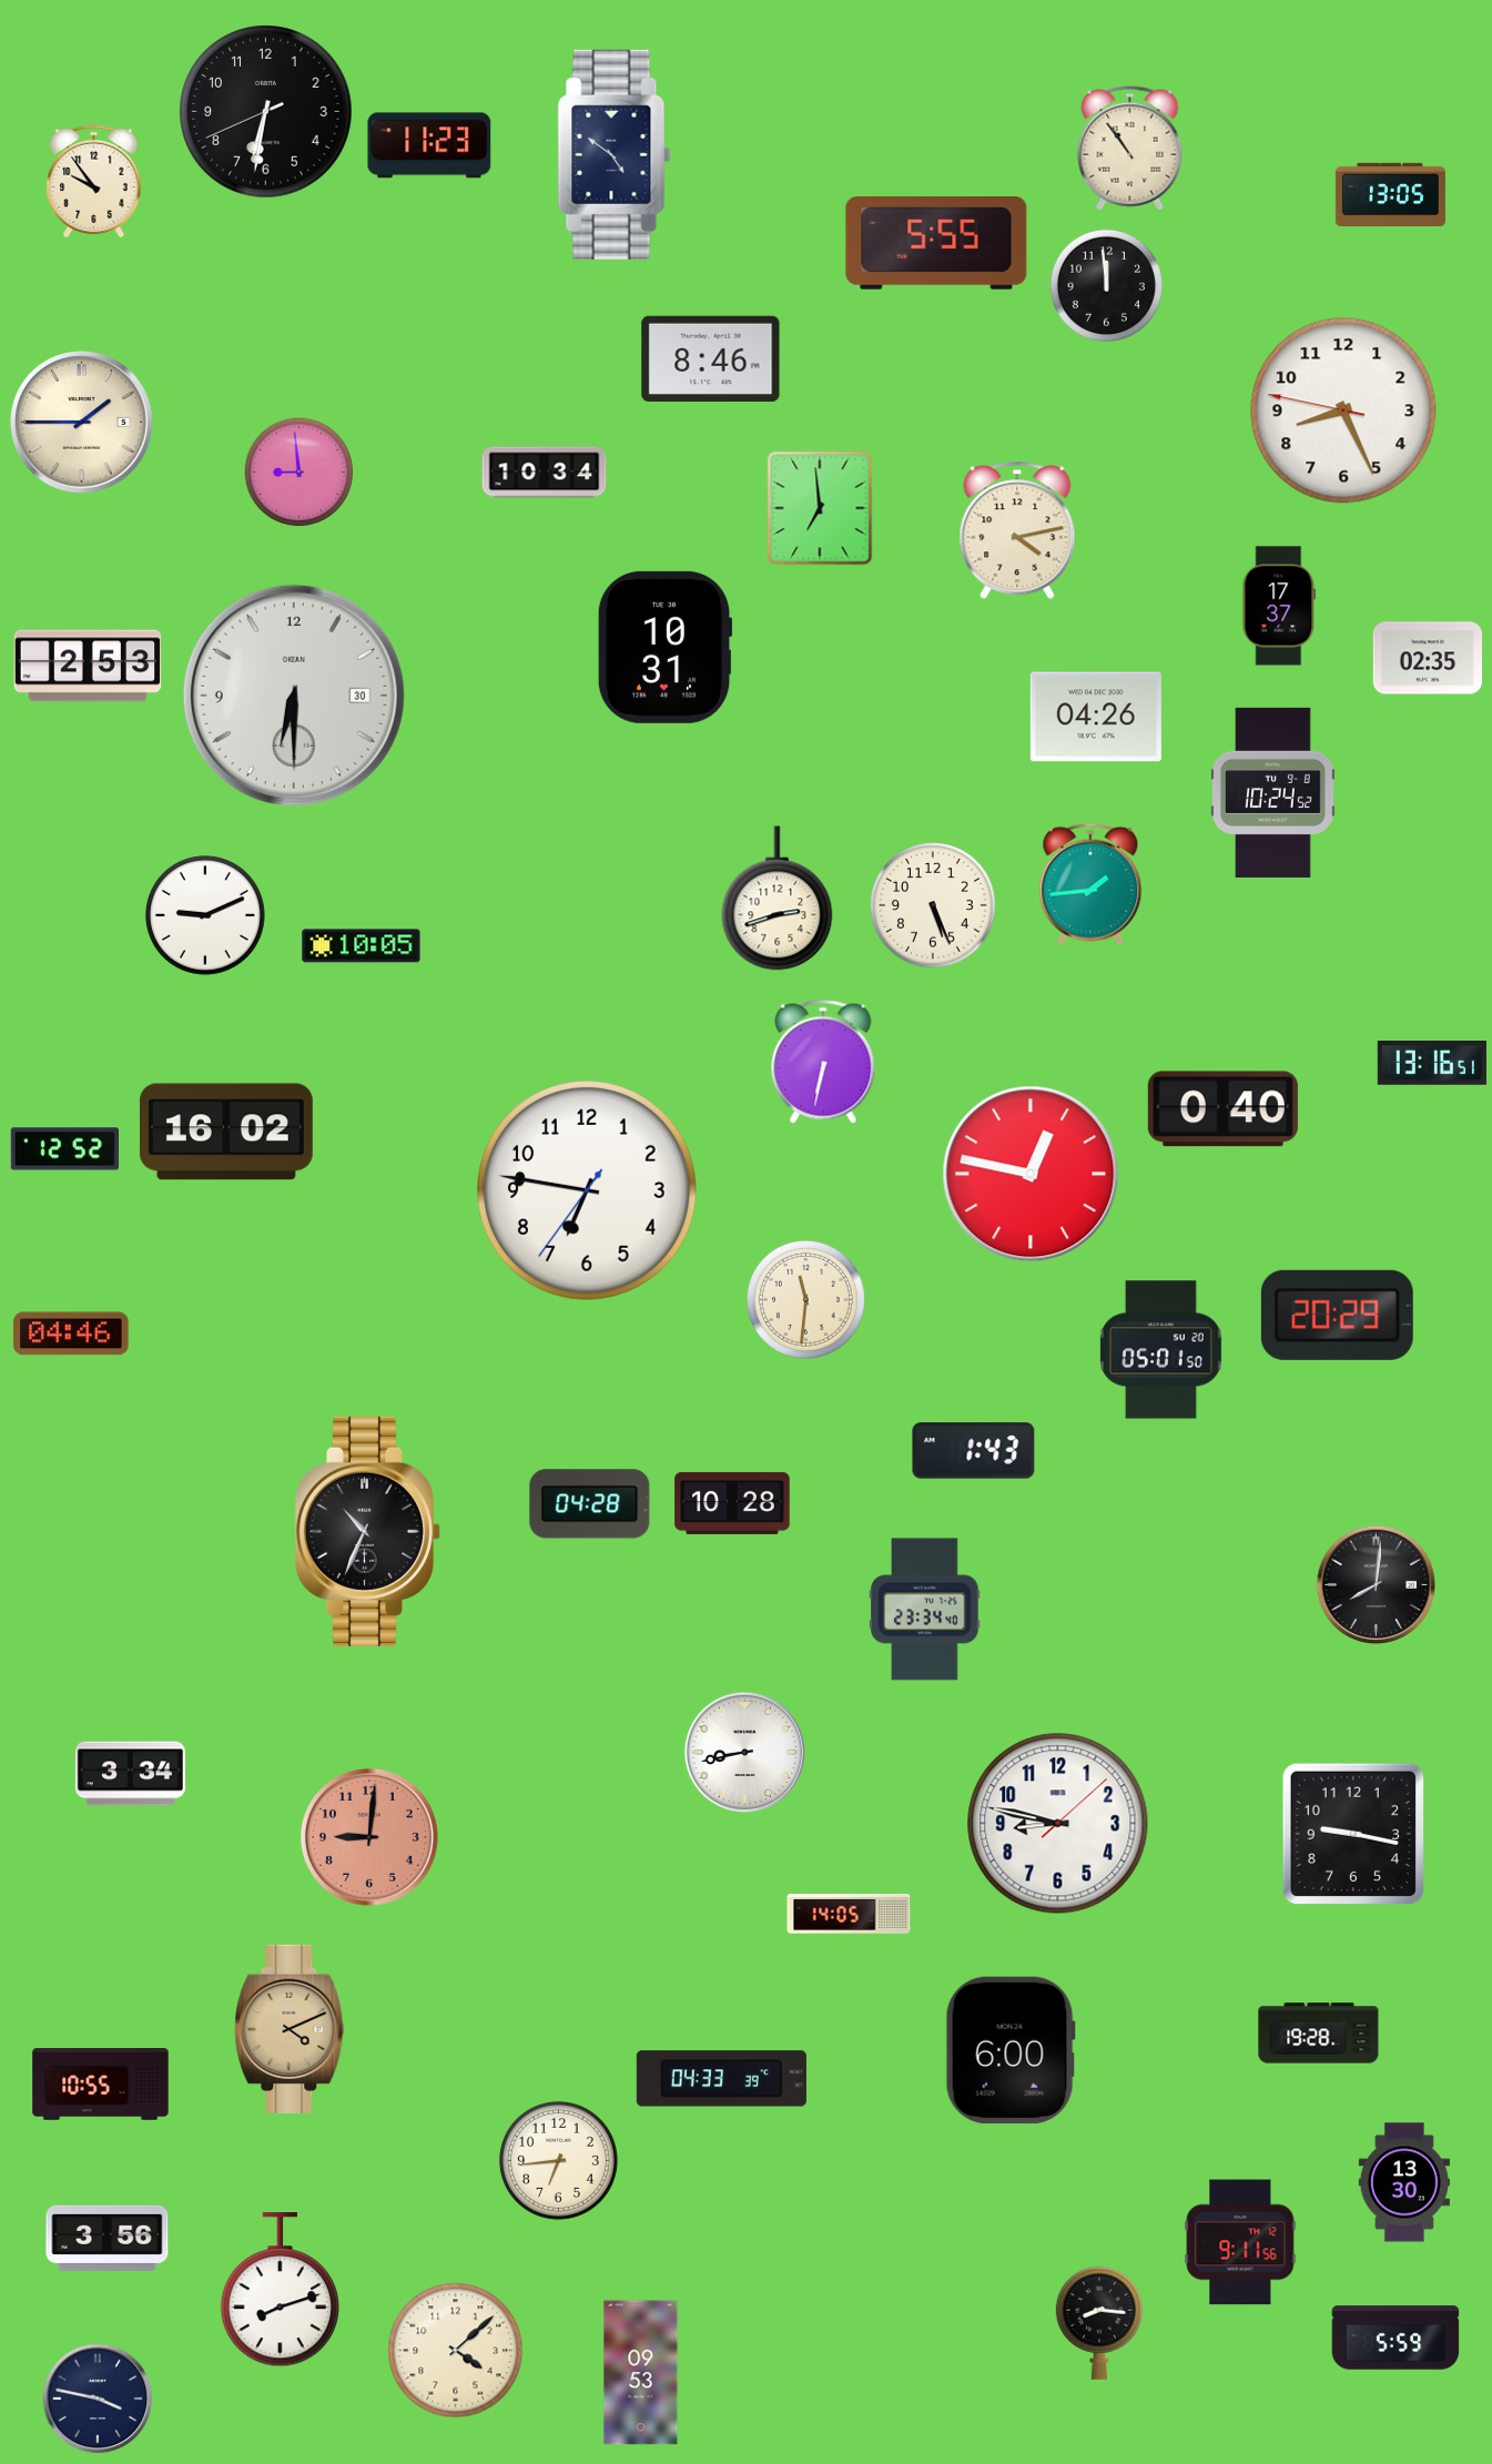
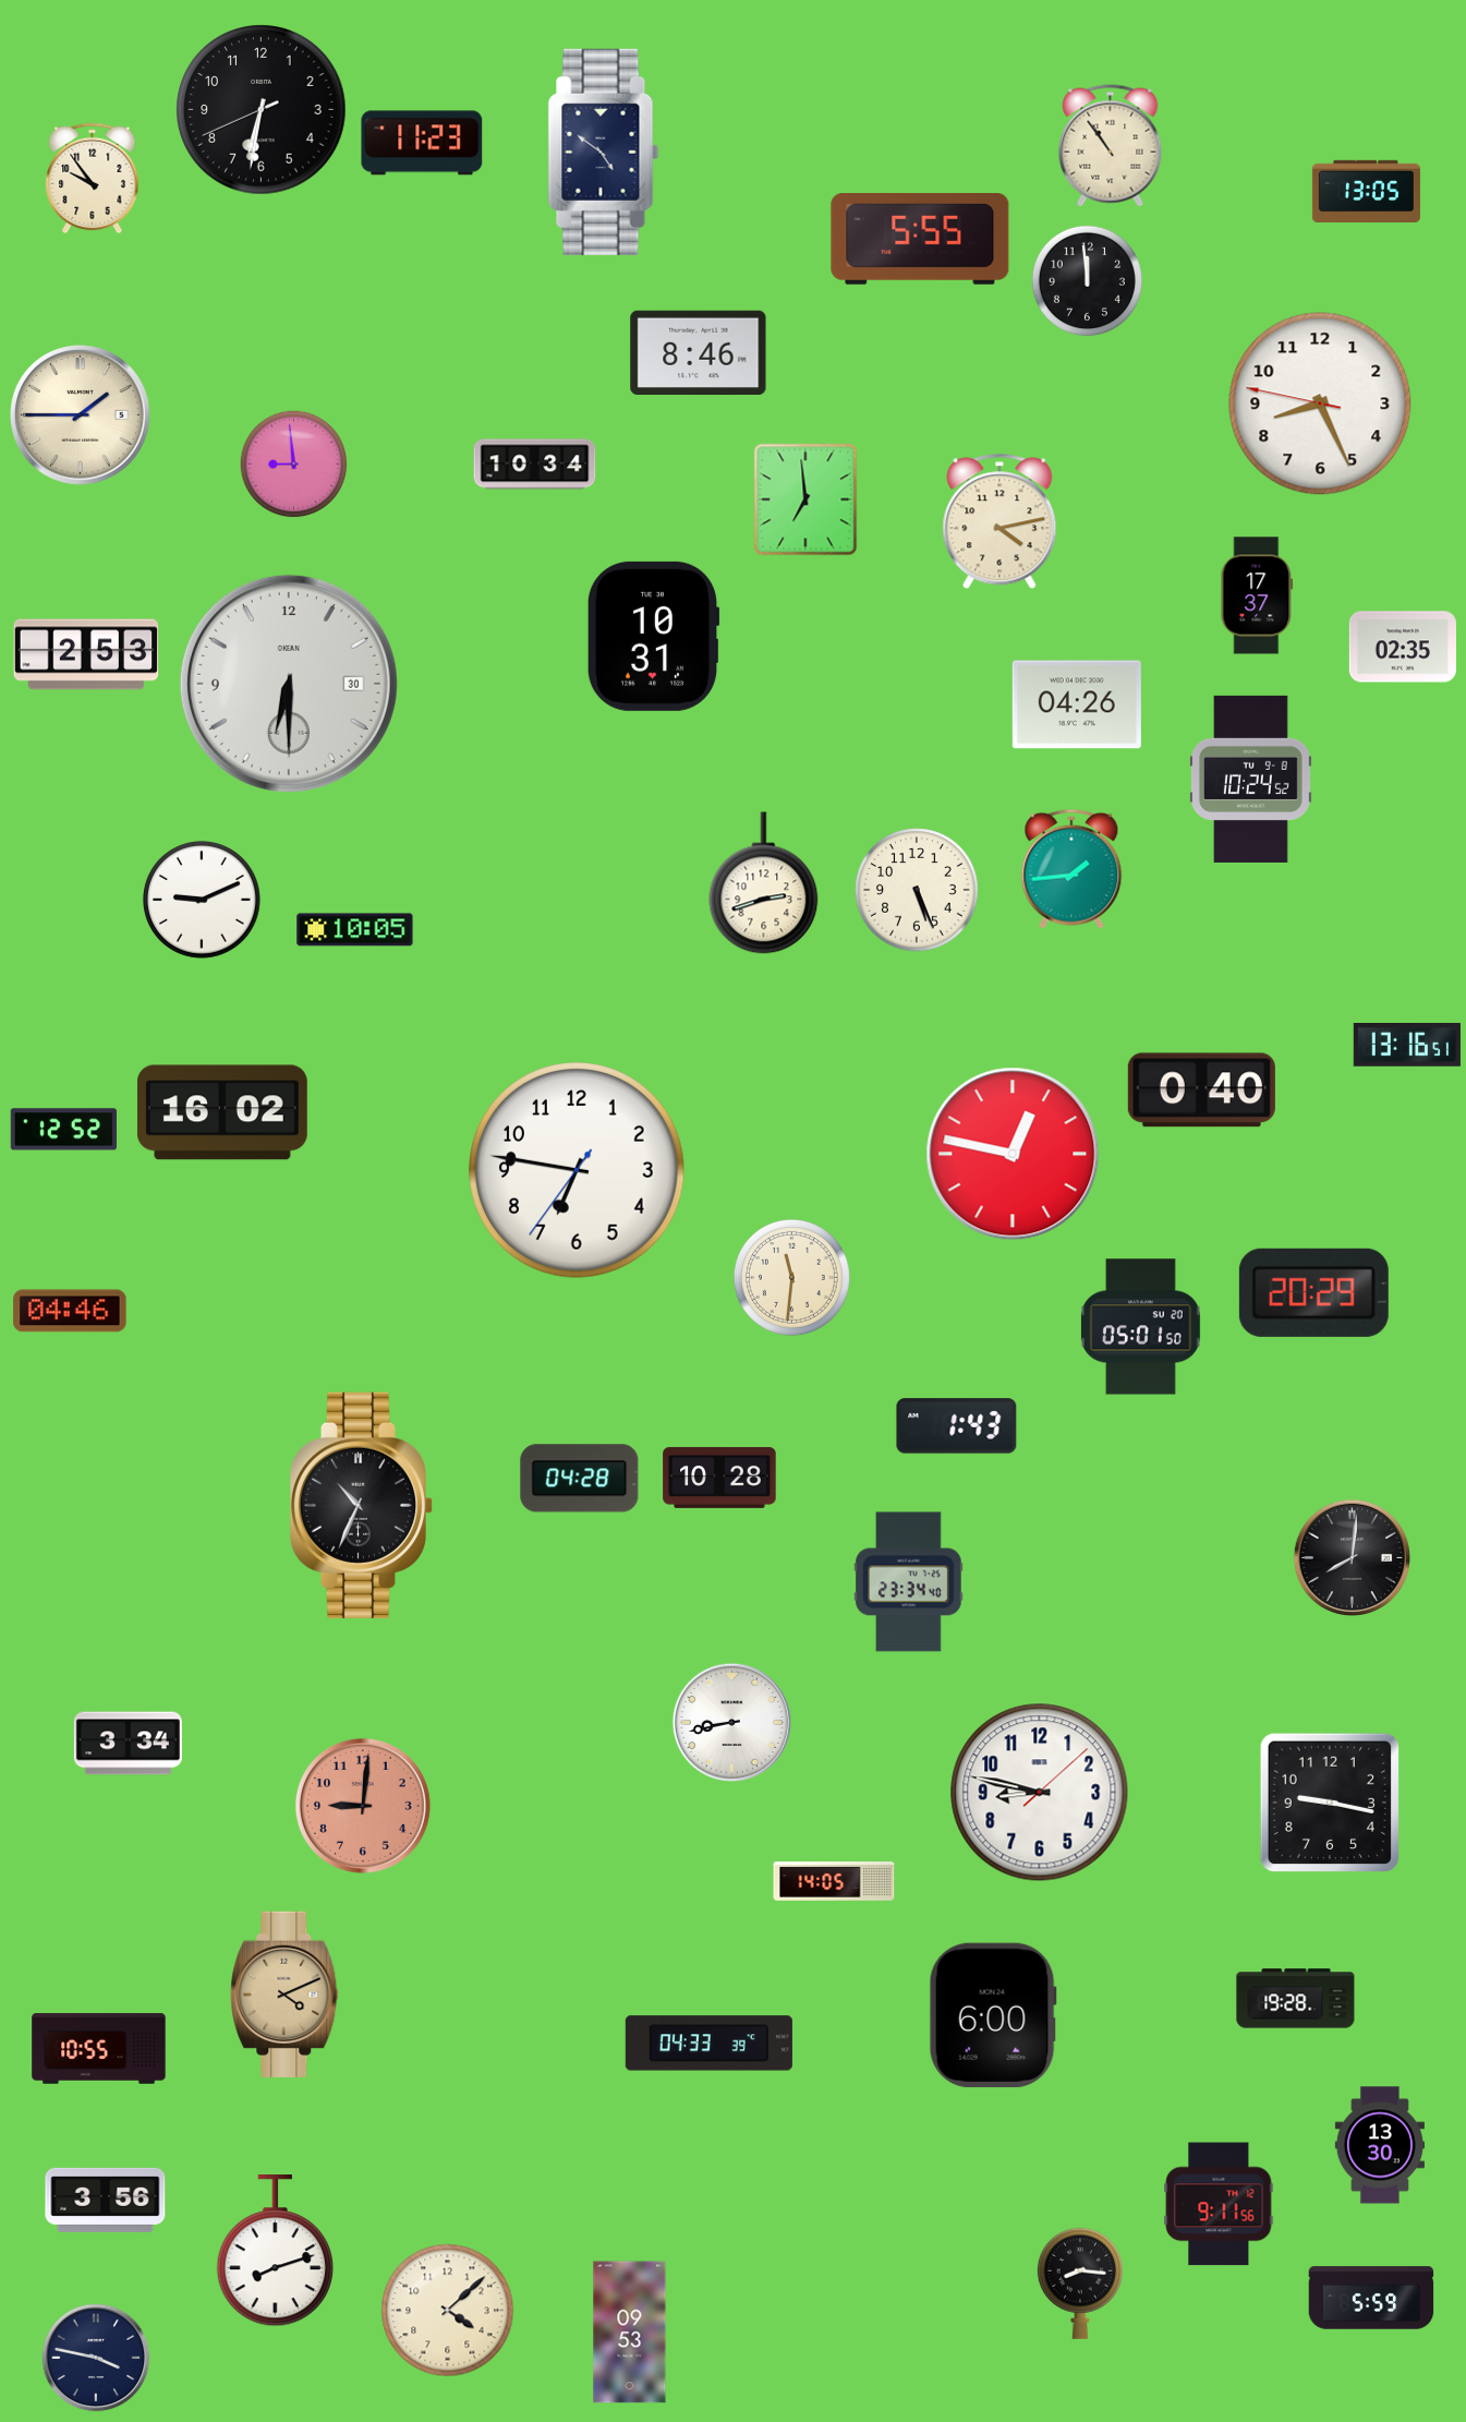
clock at (823, 1062): 6:32 -> none
clock at (558, 2160): 6:44 -> none
